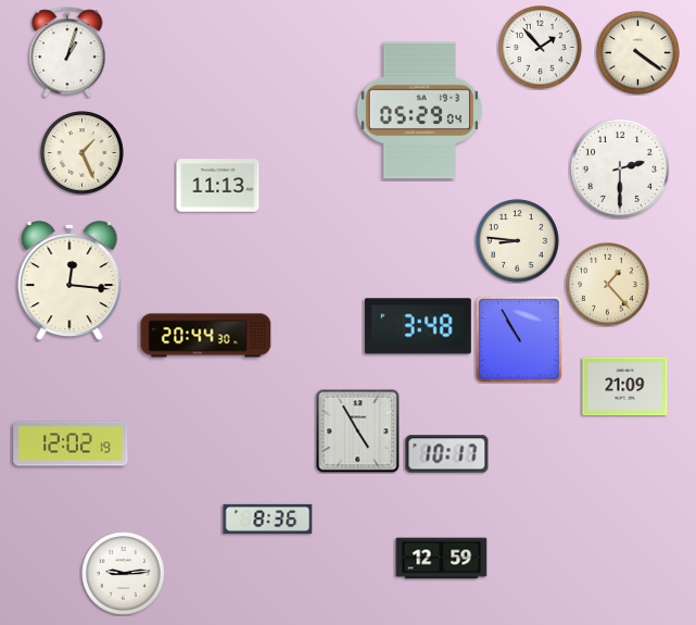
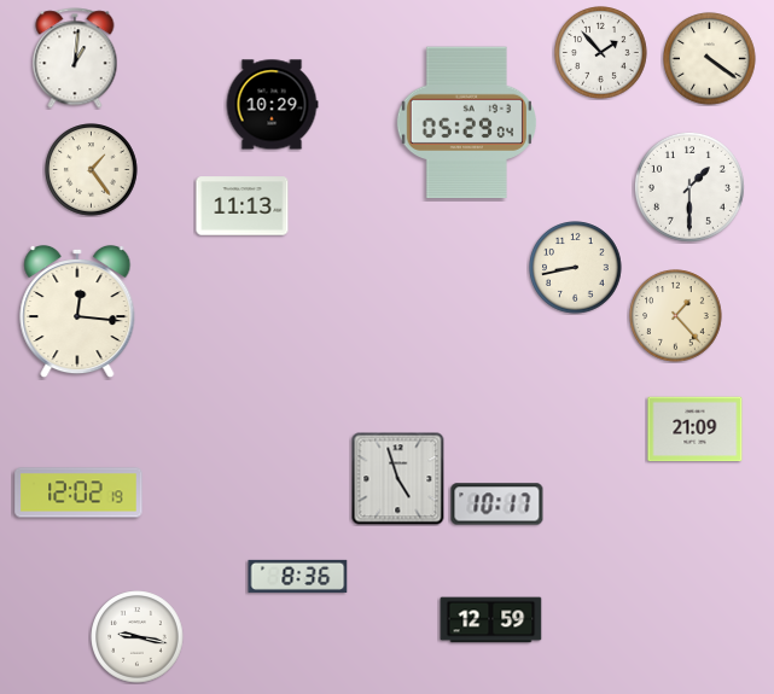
clock at (67, 52): 1:03 -> 1:01
clock at (272, 105): none -> 10:29
clock at (83, 153): 1:26 -> 1:24
clock at (620, 168): 2:30 -> 1:30
clock at (518, 241): 8:46 -> 8:43
clock at (418, 326): 3:48 -> none
clock at (206, 336): 20:44 -> none
clock at (519, 339): 10:55 -> none
clock at (358, 432): 4:55 -> 4:57
clock at (124, 574): 9:14 -> 9:17
